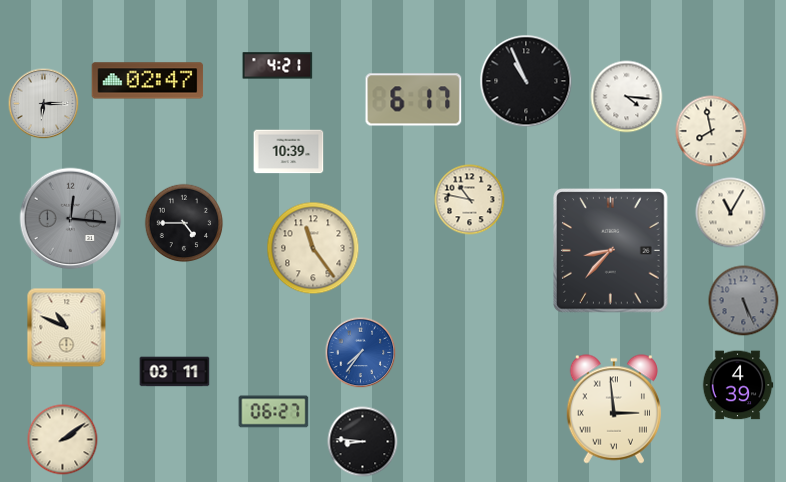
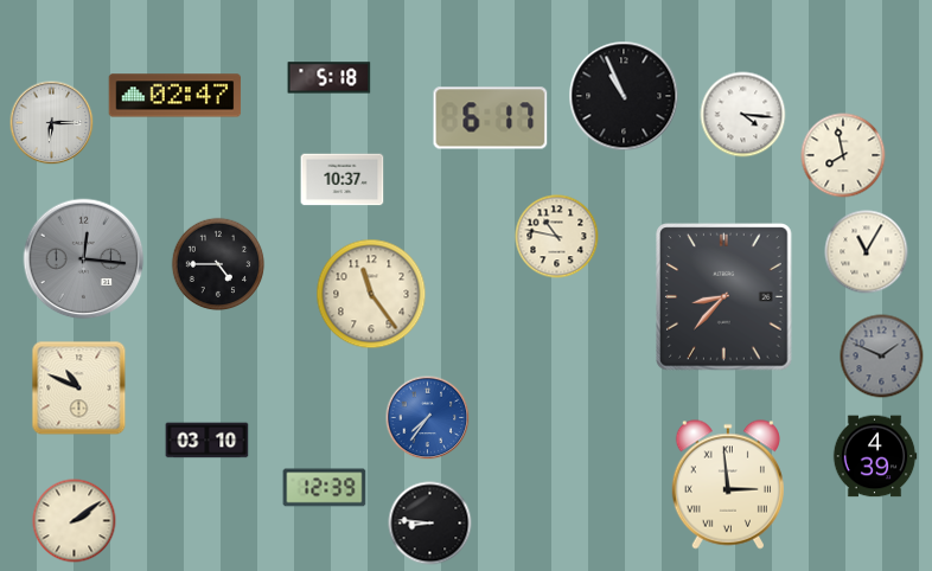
clock at (278, 66): 4:21 -> 5:18
clock at (289, 152): 10:39 -> 10:37
clock at (744, 301): 5:26 -> 1:49
clock at (175, 372): 03:11 -> 03:10
clock at (274, 412): 06:27 -> 12:39
